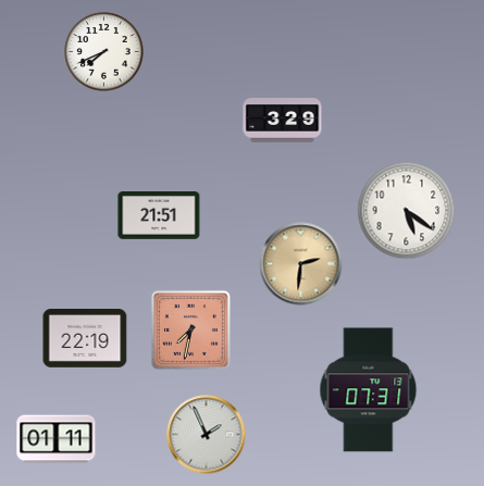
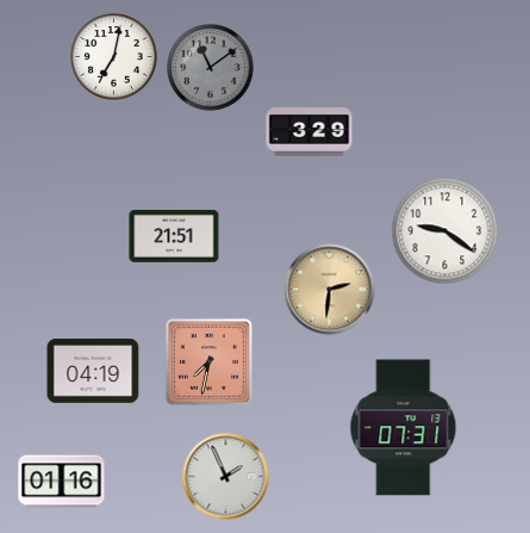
clock at (104, 52): 7:41 -> 7:02
clock at (211, 68): none -> 11:09
clock at (407, 211): 5:21 -> 9:21
clock at (85, 339): 22:19 -> 04:19
clock at (57, 439): 01:11 -> 01:16
